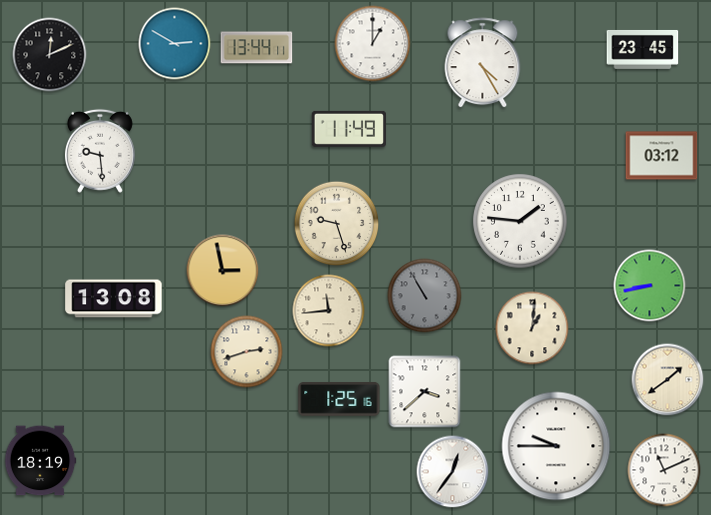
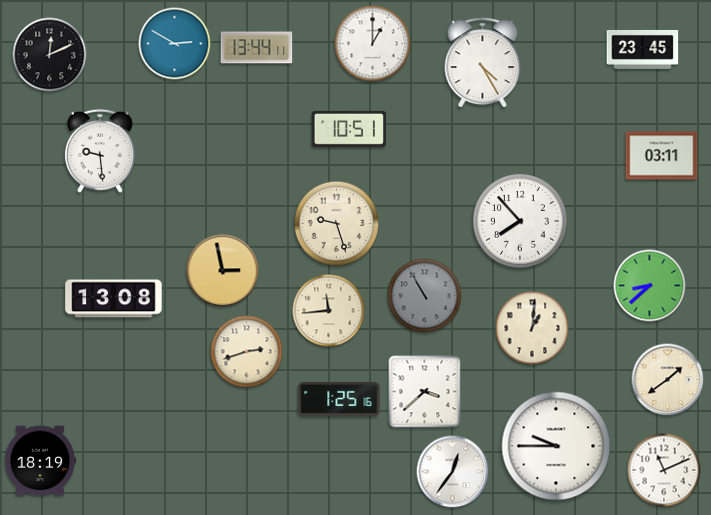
clock at (348, 129): 11:49 -> 10:51
clock at (662, 156): 03:12 -> 03:11
clock at (520, 221): 1:46 -> 7:53
clock at (650, 286): 8:43 -> 8:38
